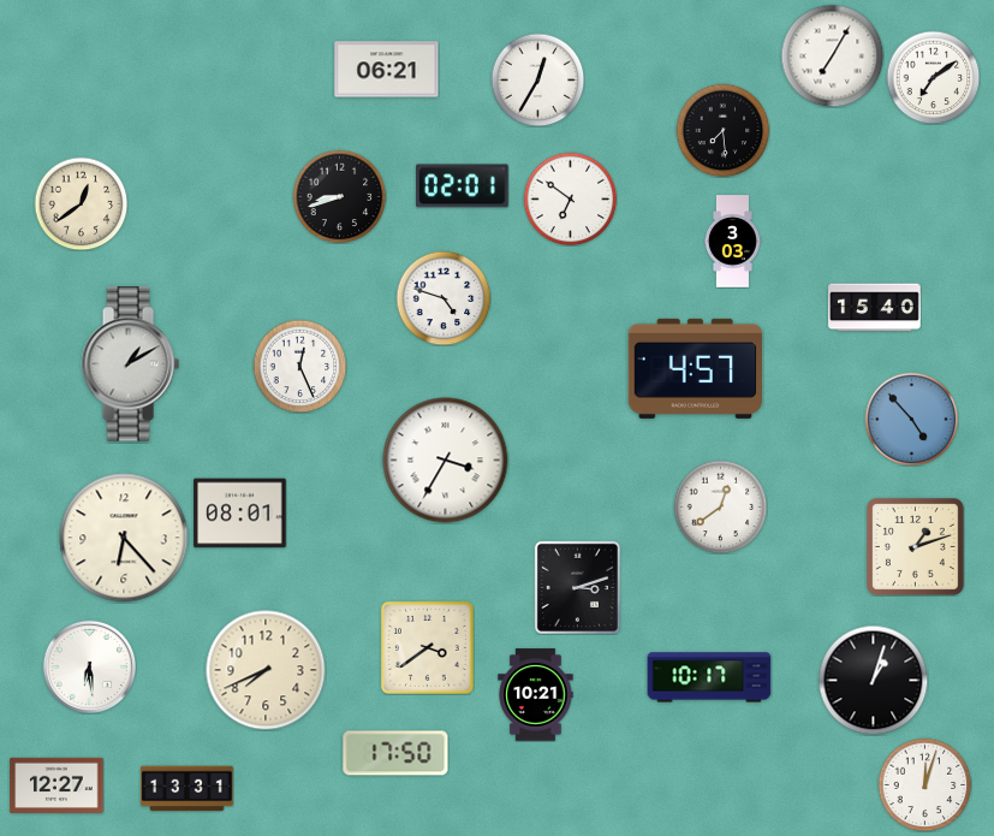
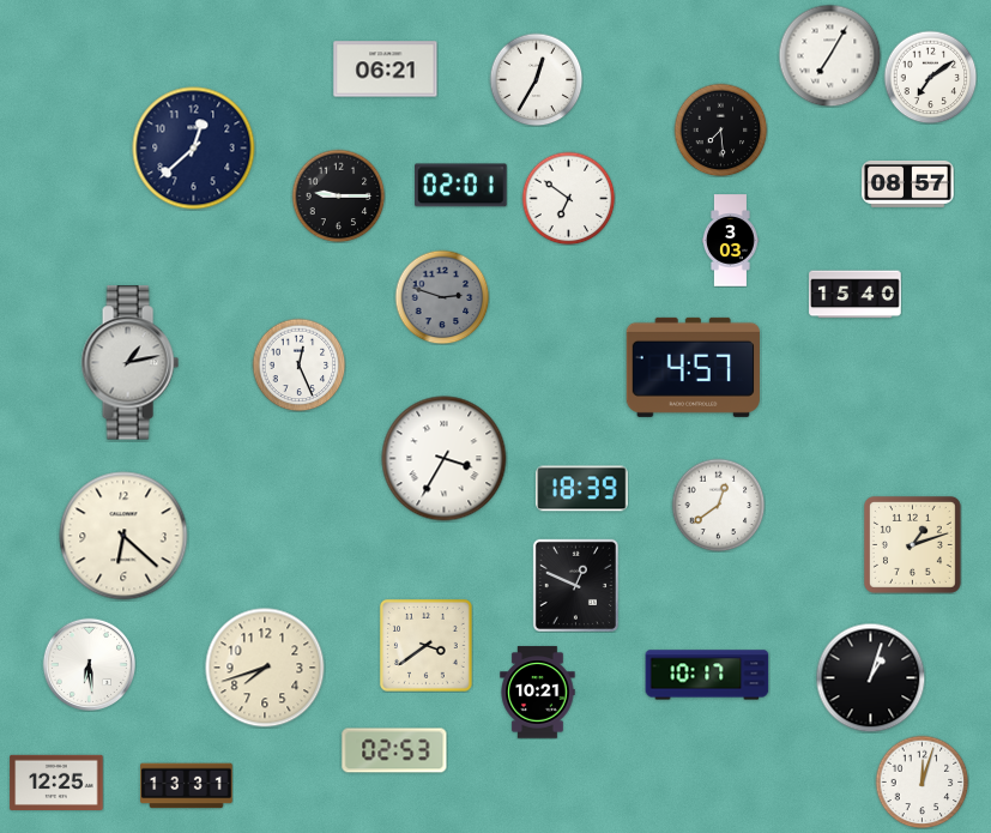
clock at (194, 149): none -> 12:38
clock at (908, 183): none -> 08:57
clock at (339, 196): 8:42 -> 9:15
clock at (81, 203): 12:39 -> none
clock at (444, 298): 4:48 -> 2:48
clock at (444, 298) dial: white -> grey
clock at (875, 308) position: (875, 308) -> (856, 295)
clock at (130, 364): 1:10 -> 1:13
clock at (911, 419): 4:53 -> none
clock at (582, 489): none -> 18:39
clock at (240, 514): 08:01 -> none
clock at (124, 538): 6:23 -> 6:22
clock at (577, 587): 3:12 -> 12:49
clock at (266, 670): 7:41 -> 7:42
clock at (536, 695) position: (536, 695) -> (538, 693)
clock at (395, 753): 17:50 -> 02:53
clock at (56, 784): 12:27 -> 12:25
